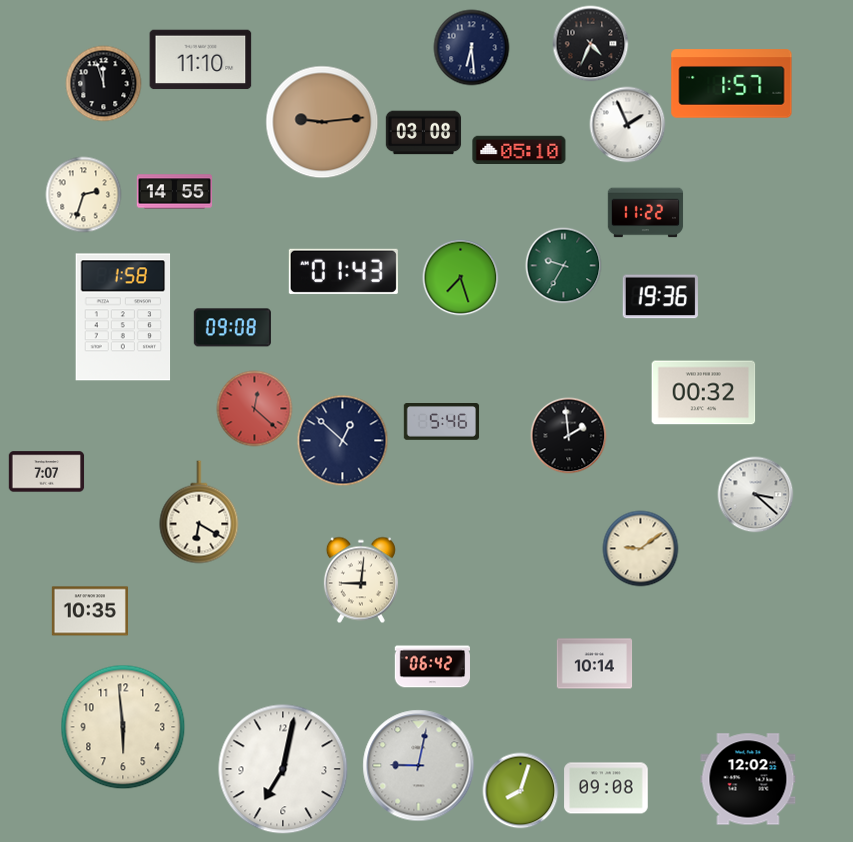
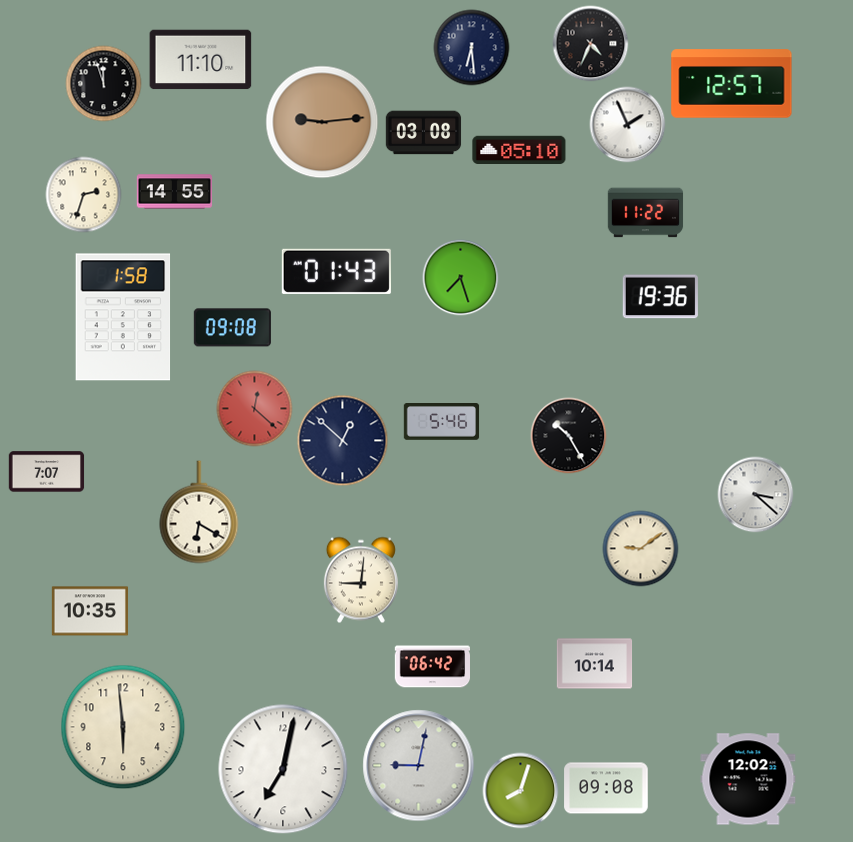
clock at (732, 84): 1:57 -> 12:57
clock at (564, 266): 9:35 -> none
clock at (343, 271) position: (343, 271) -> (336, 271)
clock at (704, 393): 00:32 -> none
clock at (569, 436): 1:59 -> 10:25
